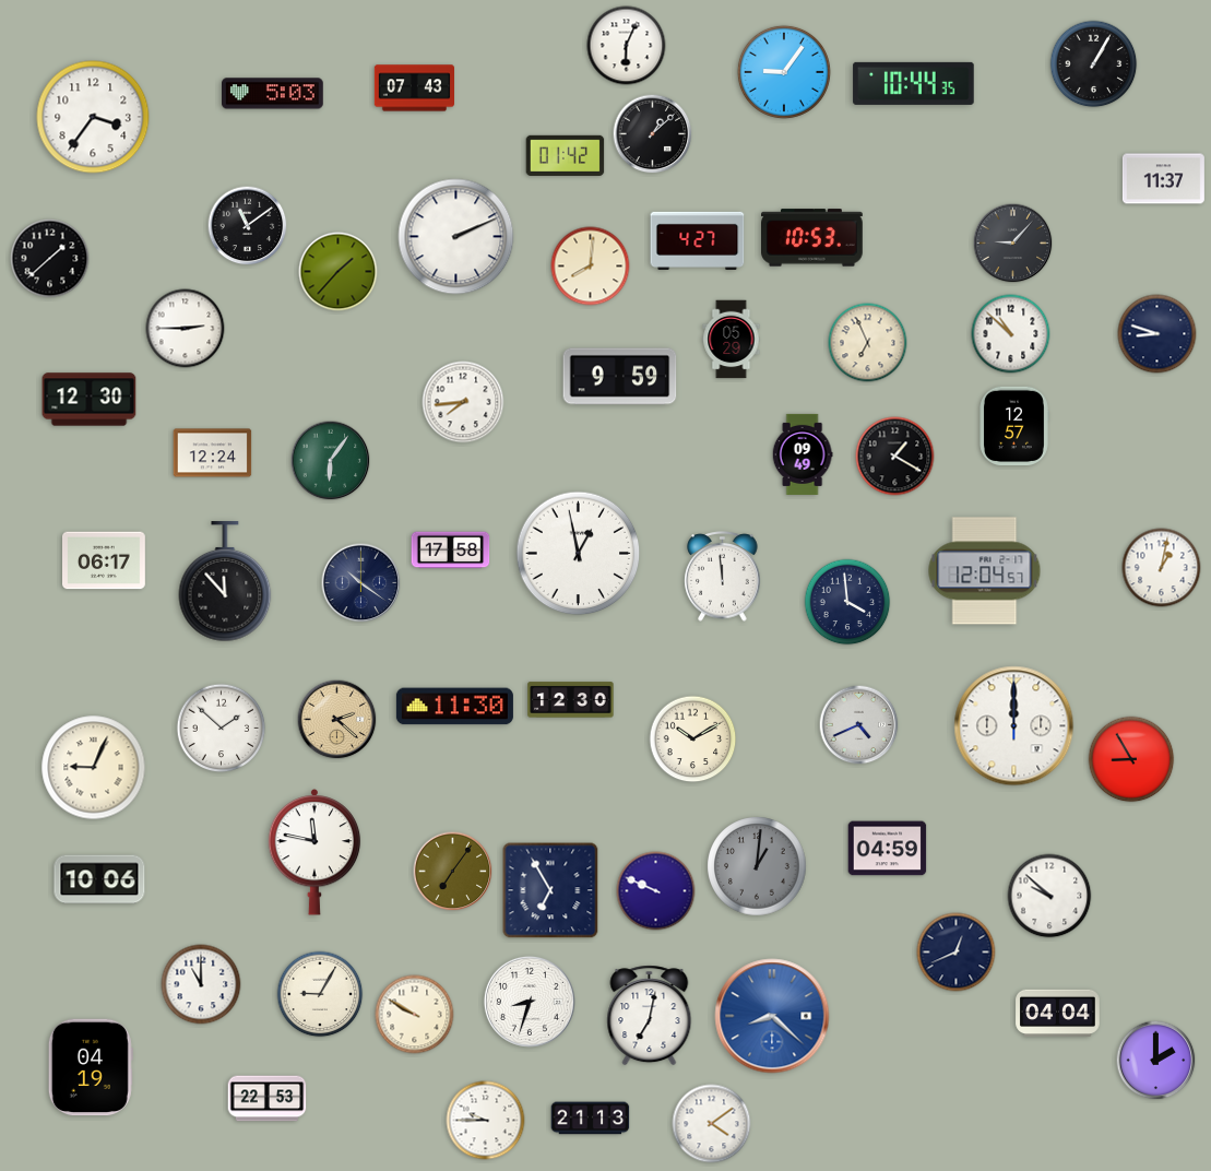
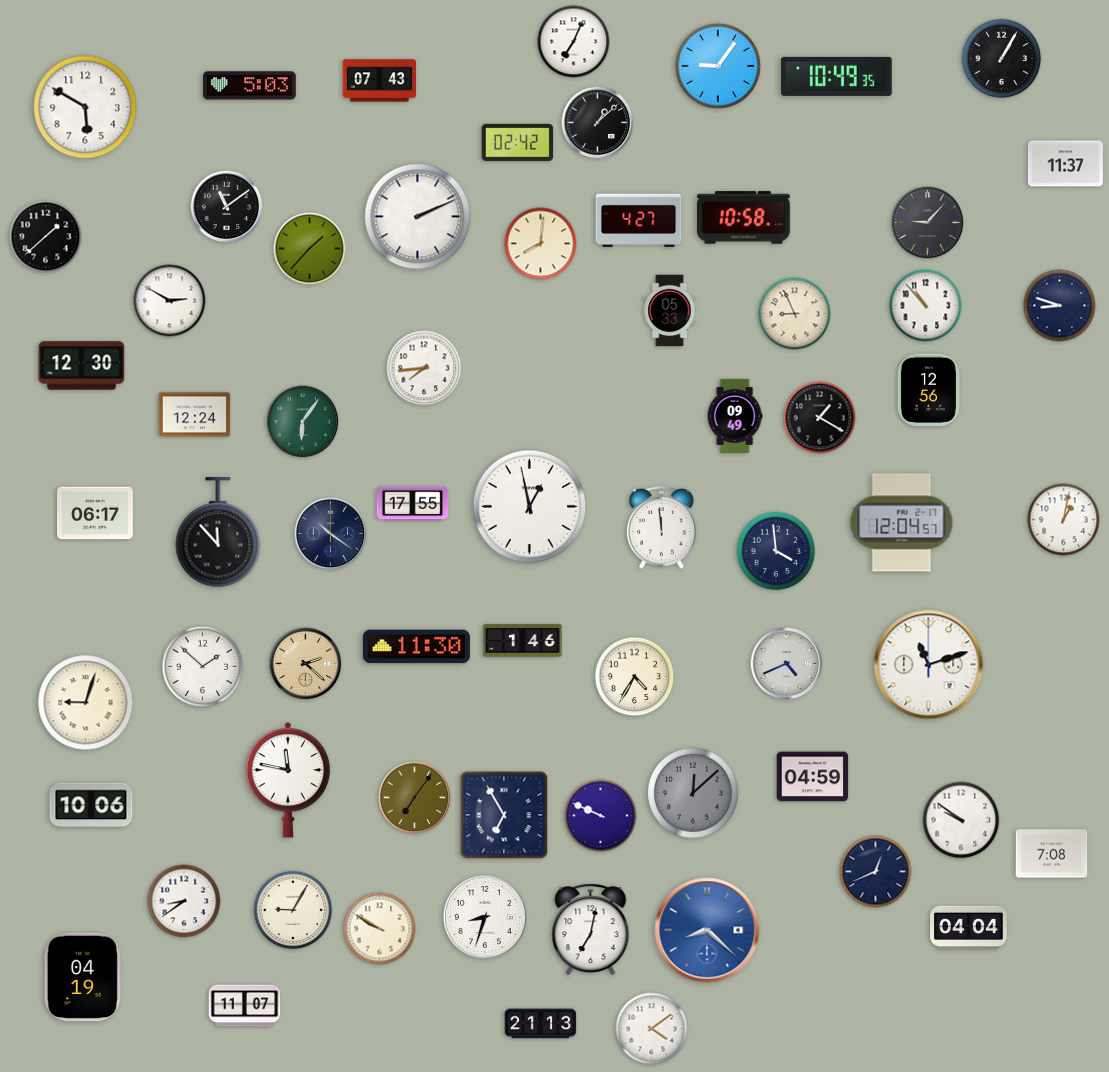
clock at (627, 46): 6:04 -> 7:04
clock at (914, 83): 10:44 -> 10:49
clock at (93, 117): 3:36 -> 5:50
clock at (566, 155): 01:42 -> 02:42
clock at (812, 238): 10:53 -> 10:58
clock at (186, 329): 2:45 -> 2:50
clock at (1011, 334): 10:52 -> 10:53
clock at (732, 340): 05:29 -> 05:33
clock at (868, 343): 6:56 -> 8:56
clock at (620, 377): 9:59 -> none
clock at (1014, 426): 12:57 -> 12:56
clock at (451, 551): 17:58 -> 17:55
clock at (225, 582) position: (225, 582) -> (218, 533)
clock at (571, 700): 12:30 -> 1:46
clock at (337, 720) position: (337, 720) -> (306, 664)
clock at (1014, 726): 12:00 -> 11:12
clock at (693, 740): 10:10 -> 4:35
clock at (1131, 759): 8:55 -> none
clock at (94, 768): 9:04 -> 9:03
clock at (757, 866): 1:01 -> 12:08
clock at (1049, 896): 9:52 -> 9:51
clock at (1052, 854): none -> 7:08
clock at (201, 984): 11:00 -> 8:39
clock at (650, 1016) position: (650, 1016) -> (591, 930)
clock at (1156, 1061): 2:00 -> none
clock at (268, 1099): 22:53 -> 11:07
clock at (486, 1121): 9:45 -> none
